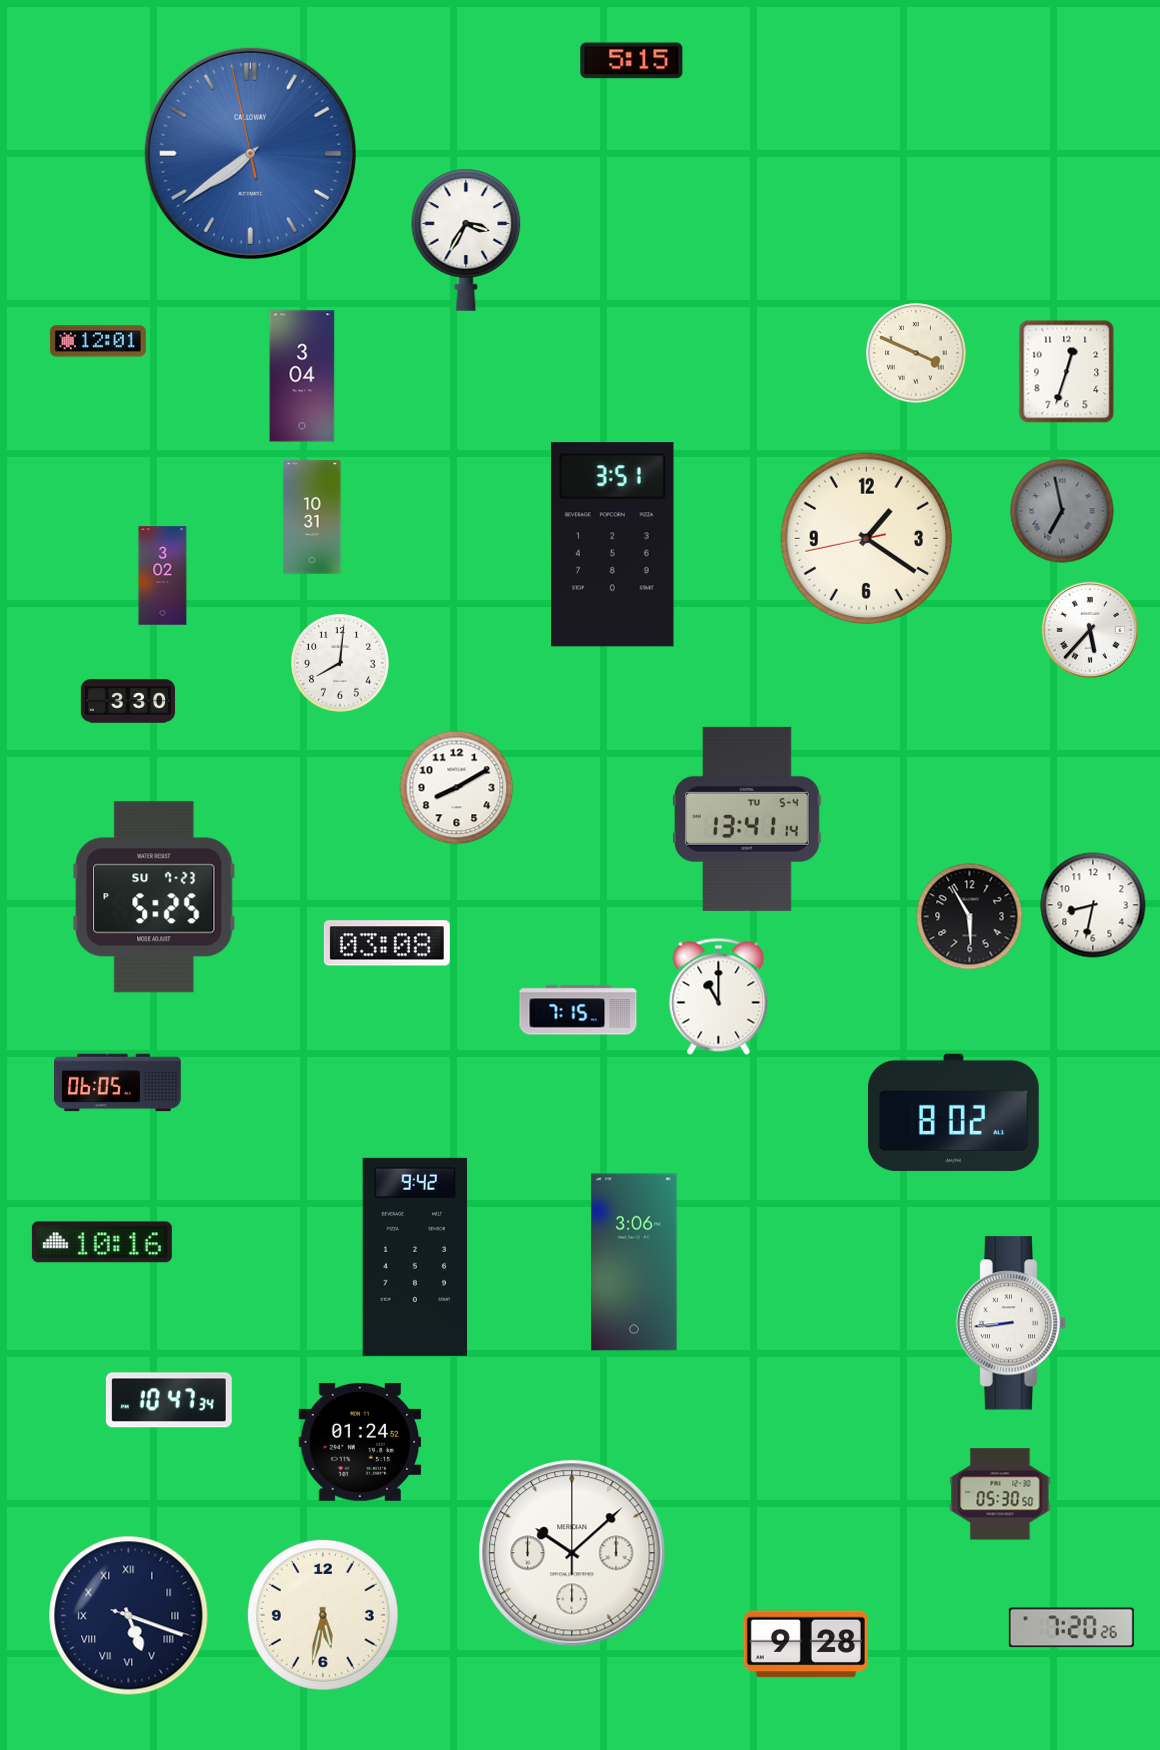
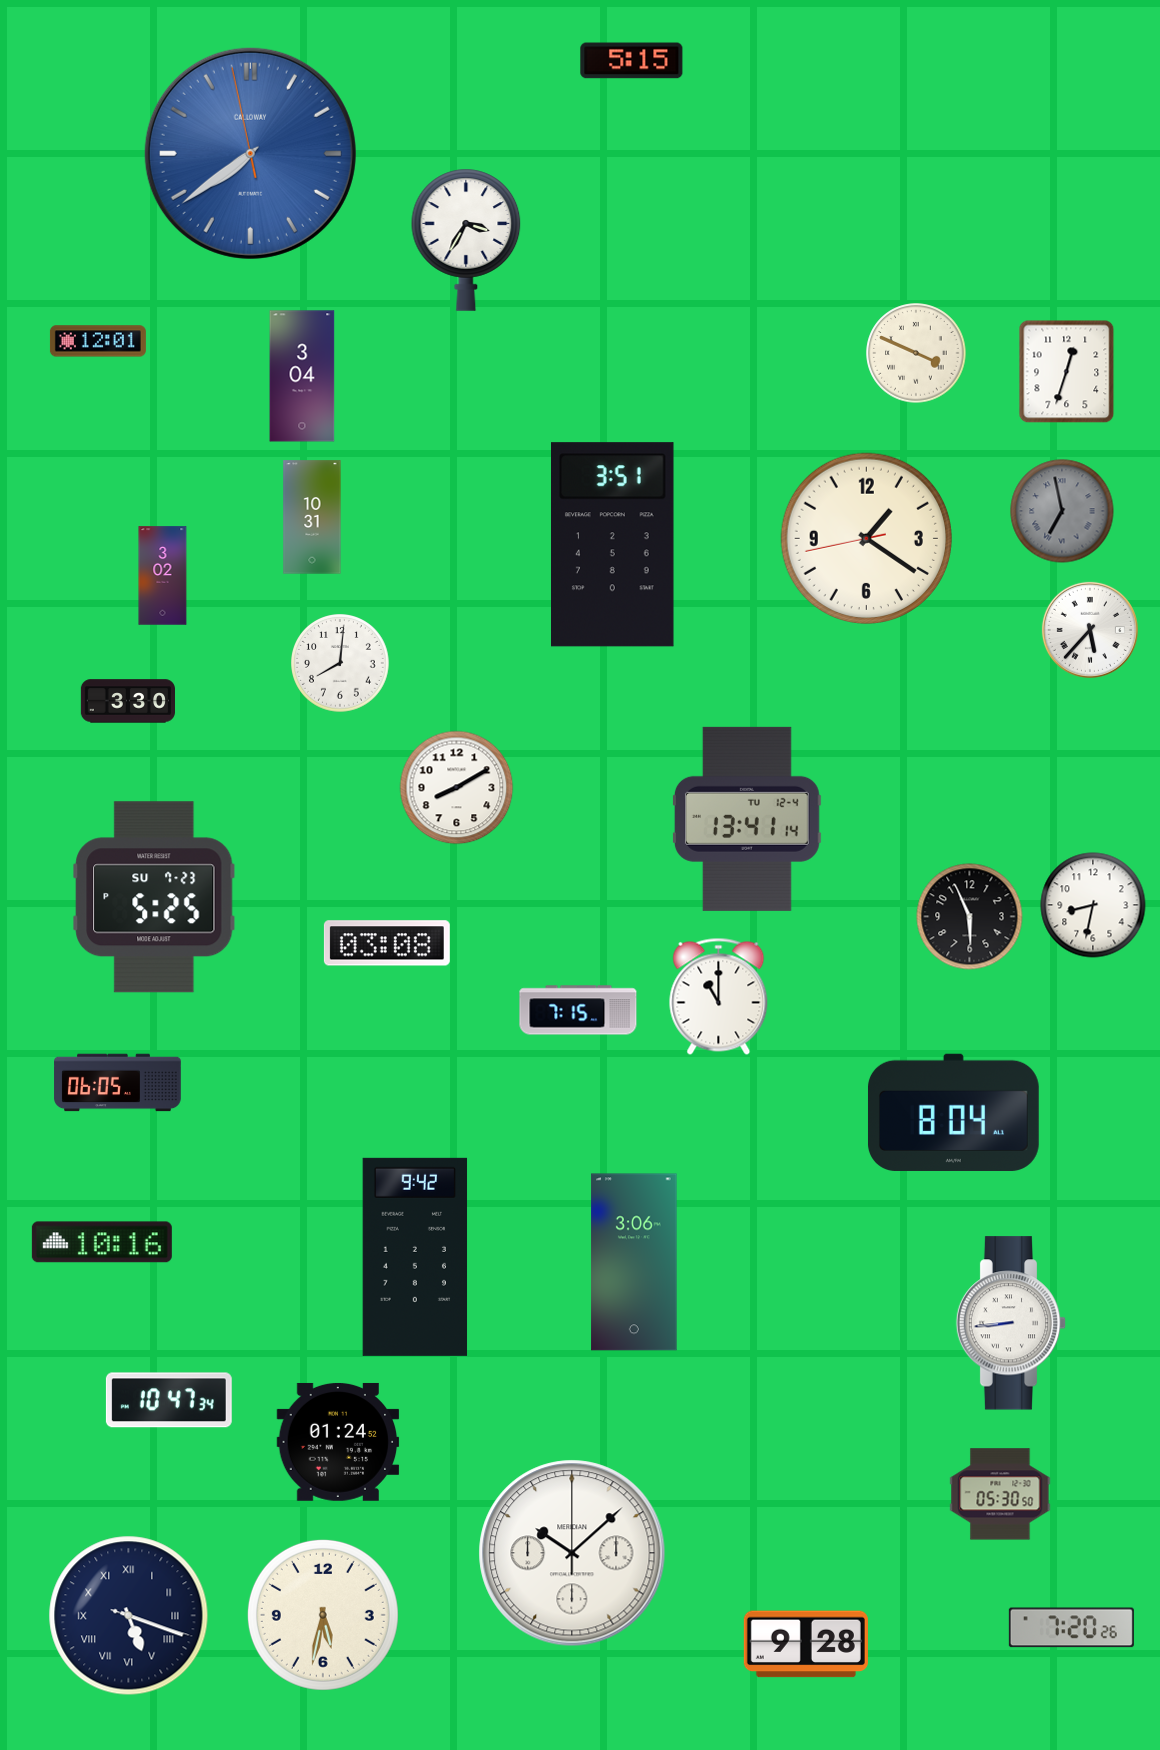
clock at (747, 819) date: TU 5-4 -> TU 12-4
clock at (970, 917): 5:55 -> 5:56
clock at (953, 1112): 8:02 -> 8:04
clock at (360, 1442) position: (360, 1442) -> (338, 1442)
